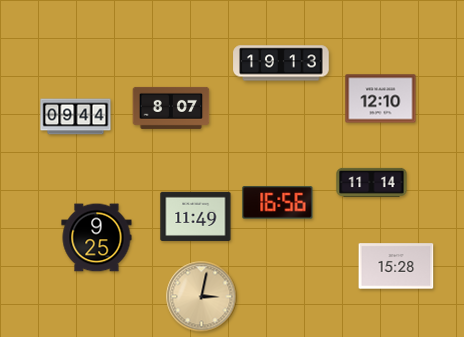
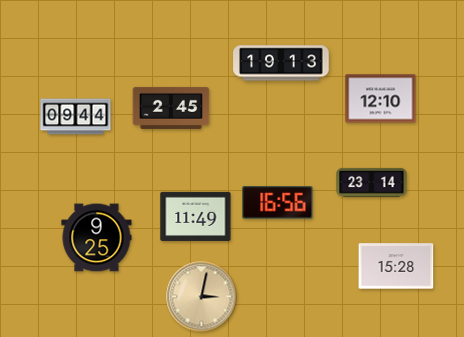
clock at (171, 108): 8:07 -> 2:45
clock at (372, 182): 11:14 -> 23:14
